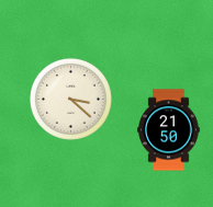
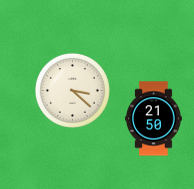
clock at (70, 99) position: (70, 99) -> (72, 90)
